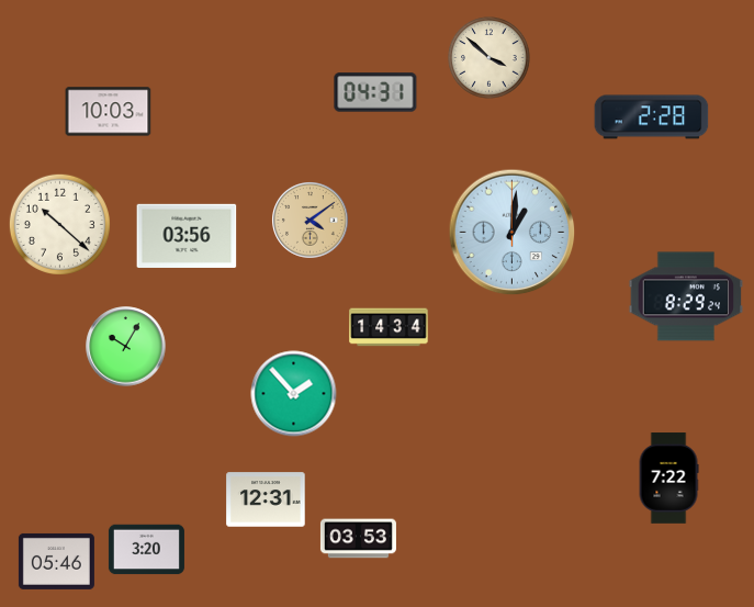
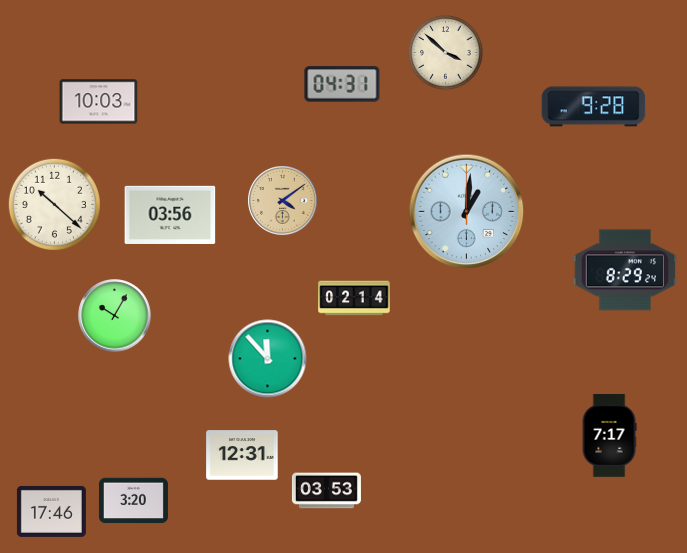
clock at (652, 117): 2:28 -> 9:28
clock at (389, 327): 14:34 -> 02:14
clock at (294, 394): 1:53 -> 11:53
clock at (668, 479): 7:22 -> 7:17
clock at (56, 561): 05:46 -> 17:46
